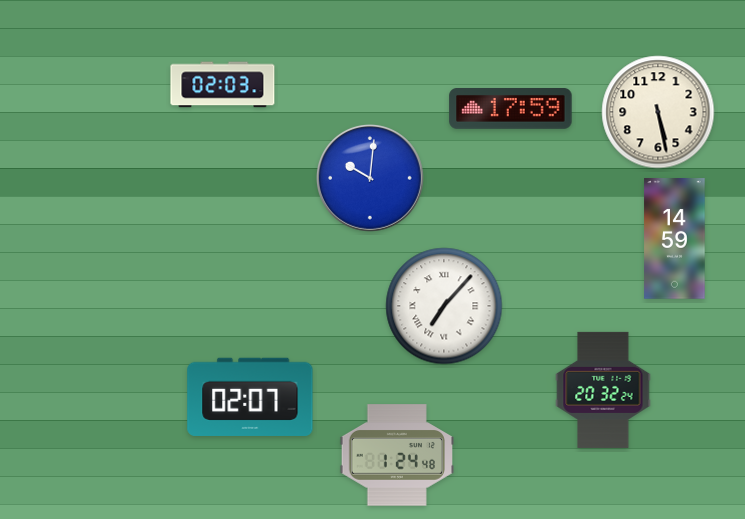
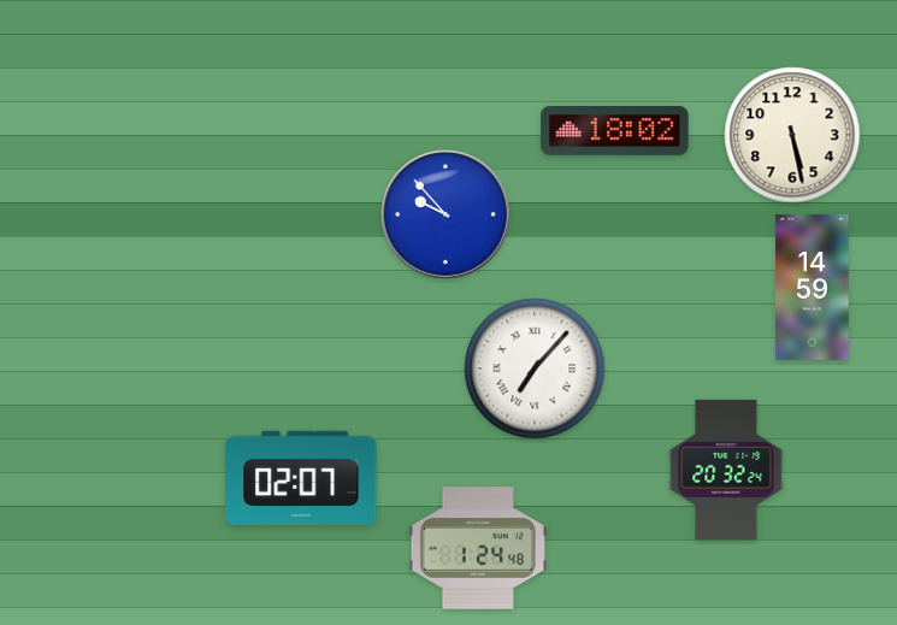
clock at (223, 85): 02:03 -> none
clock at (511, 109): 17:59 -> 18:02
clock at (370, 178): 10:01 -> 9:53
